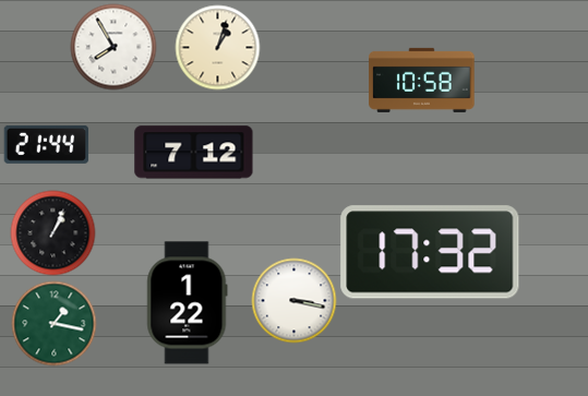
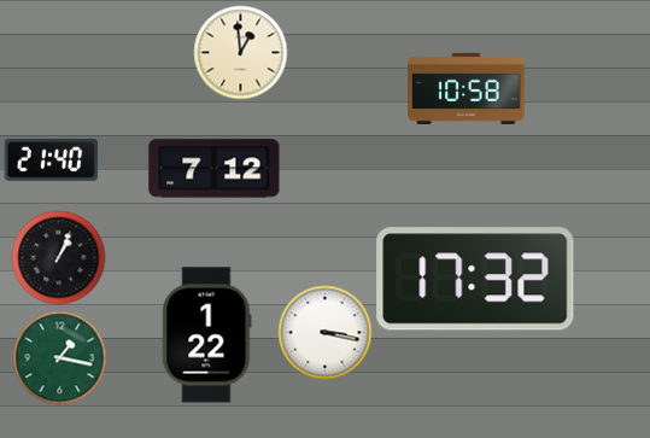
clock at (113, 47): 7:55 -> none
clock at (217, 47): 1:03 -> 12:59
clock at (46, 144): 21:44 -> 21:40
